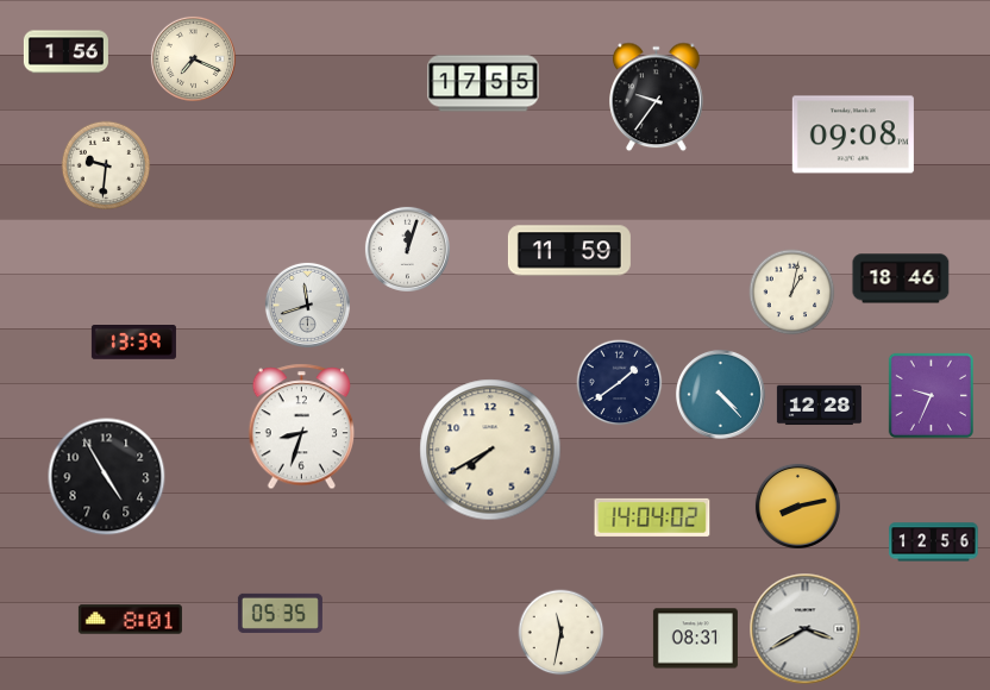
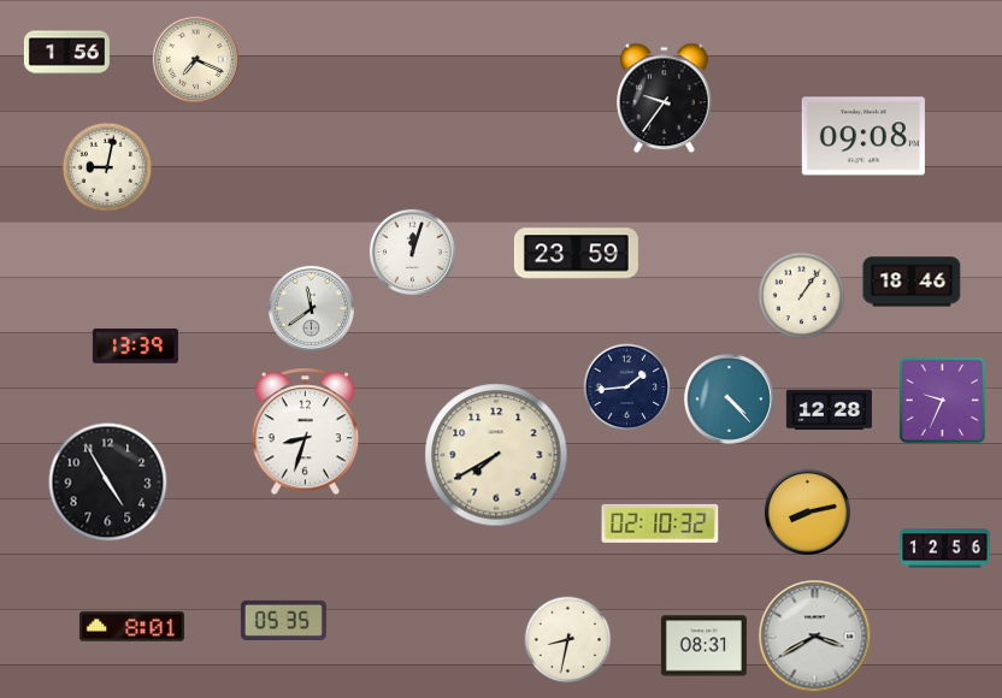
clock at (483, 83): 17:55 -> none
clock at (106, 165): 9:31 -> 9:02
clock at (569, 251): 11:59 -> 23:59
clock at (792, 293): 1:02 -> 1:06
clock at (307, 305): 11:42 -> 11:39
clock at (620, 383): 1:39 -> 1:44
clock at (652, 517): 14:04 -> 02:10
clock at (562, 633): 11:32 -> 8:32
